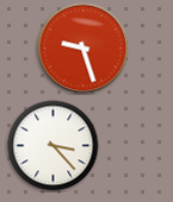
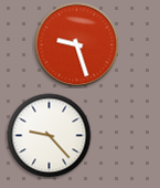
clock at (54, 146): 3:23 -> 9:23
